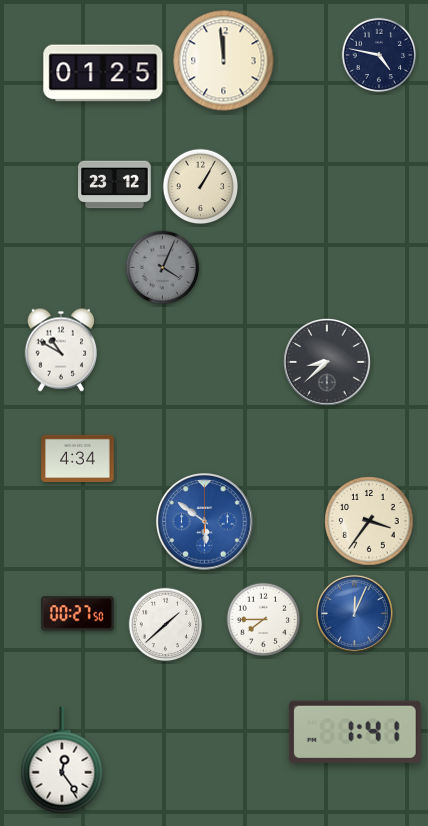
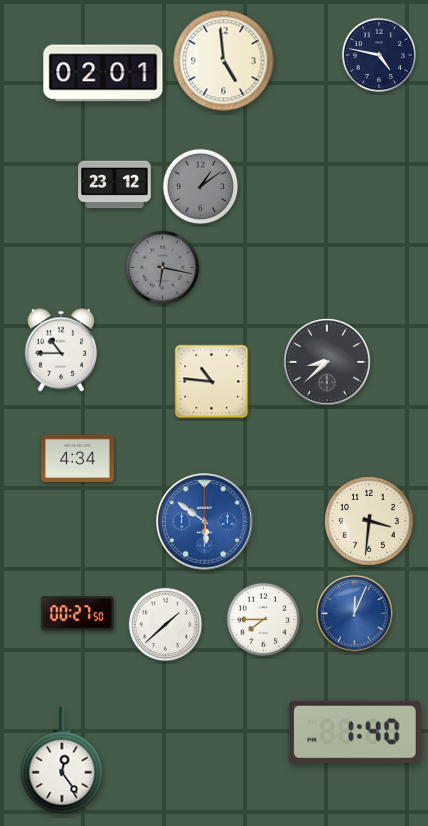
clock at (224, 61): 11:59 -> 4:59
clock at (103, 73): 01:25 -> 02:01
clock at (201, 187): 1:05 -> 1:09
clock at (201, 187) dial: cream -> grey
clock at (163, 268): 4:04 -> 6:17
clock at (61, 350): 10:50 -> 10:45
clock at (212, 382): none -> 10:46
clock at (369, 521): 3:36 -> 3:31
clock at (355, 732): 1:41 -> 1:40
